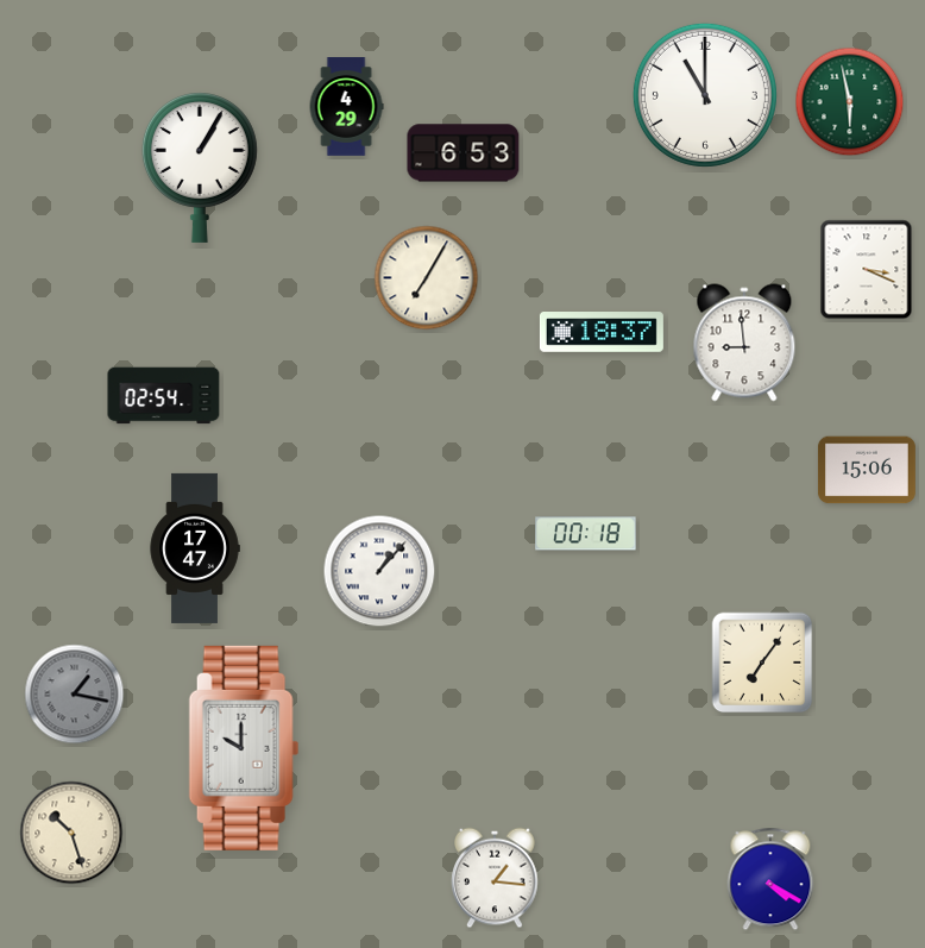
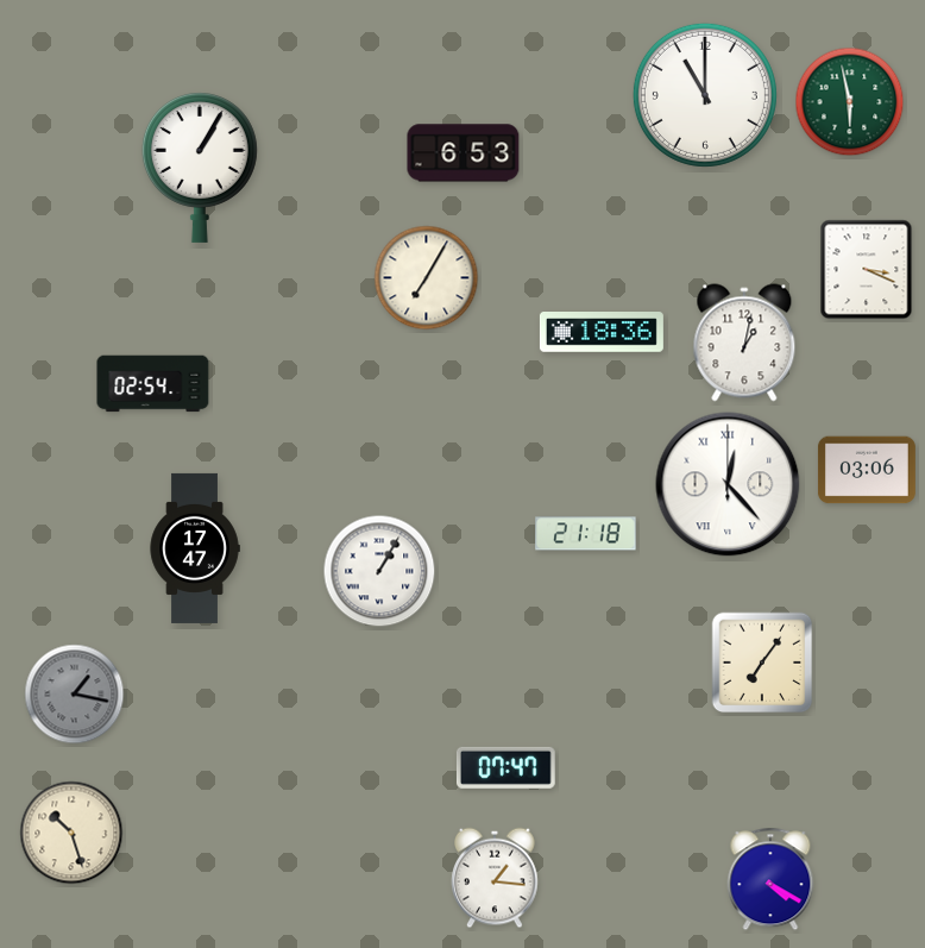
clock at (346, 107): 4:29 -> none
clock at (602, 332): 18:37 -> 18:36
clock at (744, 343): 8:59 -> 1:02
clock at (164, 396) position: (164, 396) -> (153, 384)
clock at (867, 470): 15:06 -> 03:06
clock at (728, 484): none -> 12:23
clock at (586, 534): 00:18 -> 21:18
clock at (379, 571): 1:07 -> 1:05
clock at (244, 748): 10:00 -> none
clock at (505, 767): none -> 07:47
